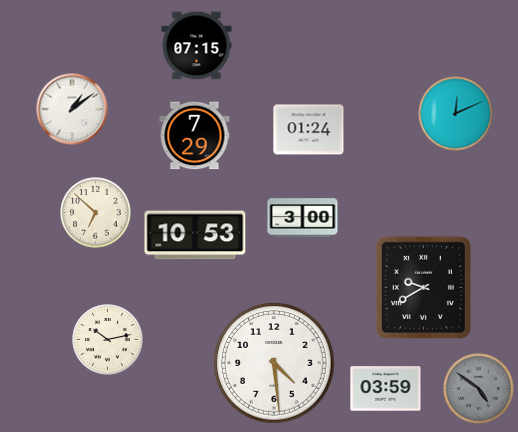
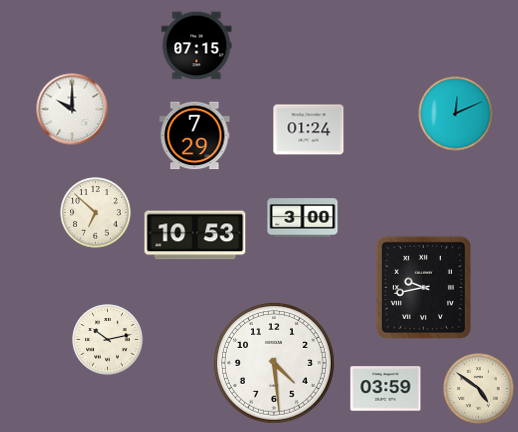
clock at (72, 109): 1:09 -> 10:00
clock at (423, 287): 9:40 -> 9:43
clock at (479, 389) dial: grey -> cream
